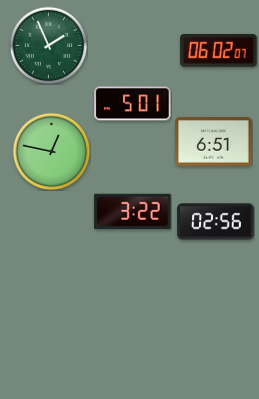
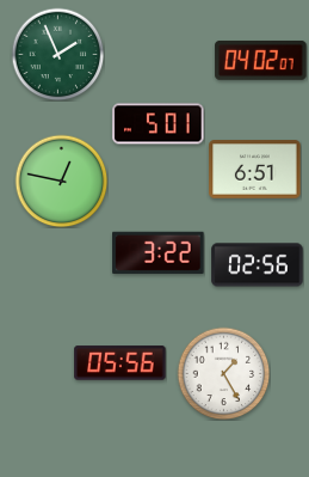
clock at (219, 50): 06:02 -> 04:02
clock at (120, 363): none -> 05:56
clock at (223, 373): none -> 1:25
